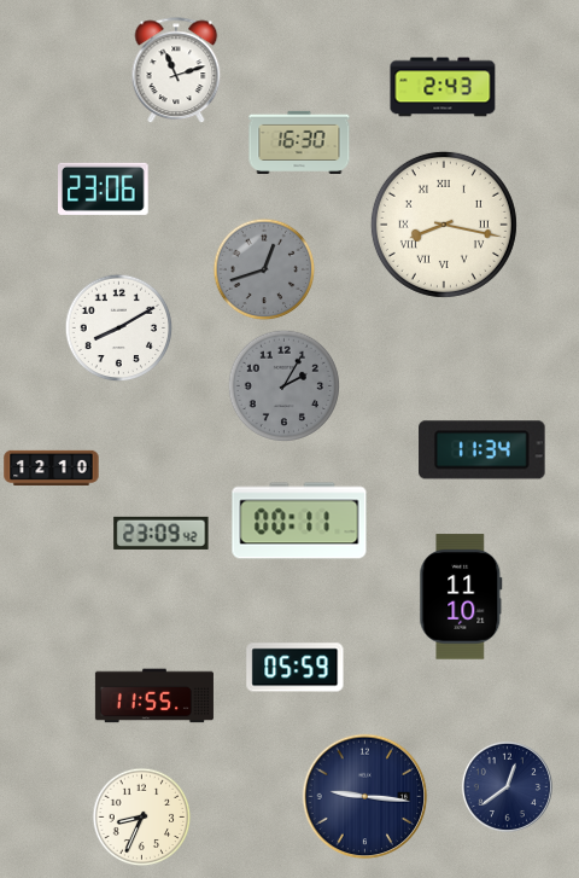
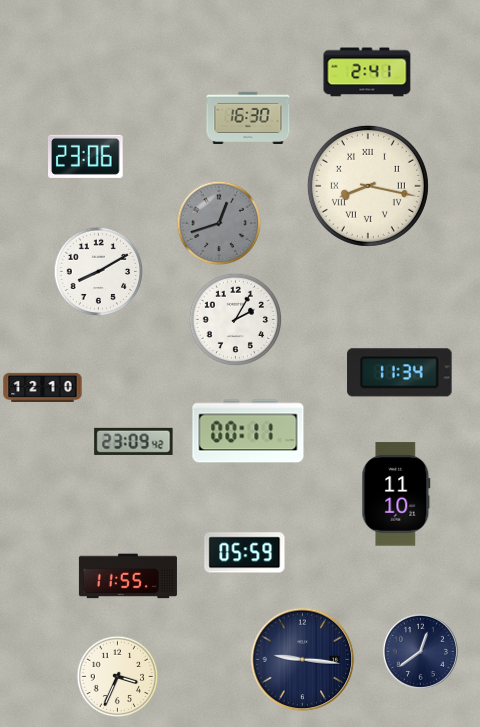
clock at (176, 71): 11:12 -> none
clock at (443, 87): 2:43 -> 2:41
clock at (283, 385) dial: grey -> white
clock at (461, 597) position: (461, 597) -> (396, 494)
clock at (142, 818): 8:34 -> 3:34
